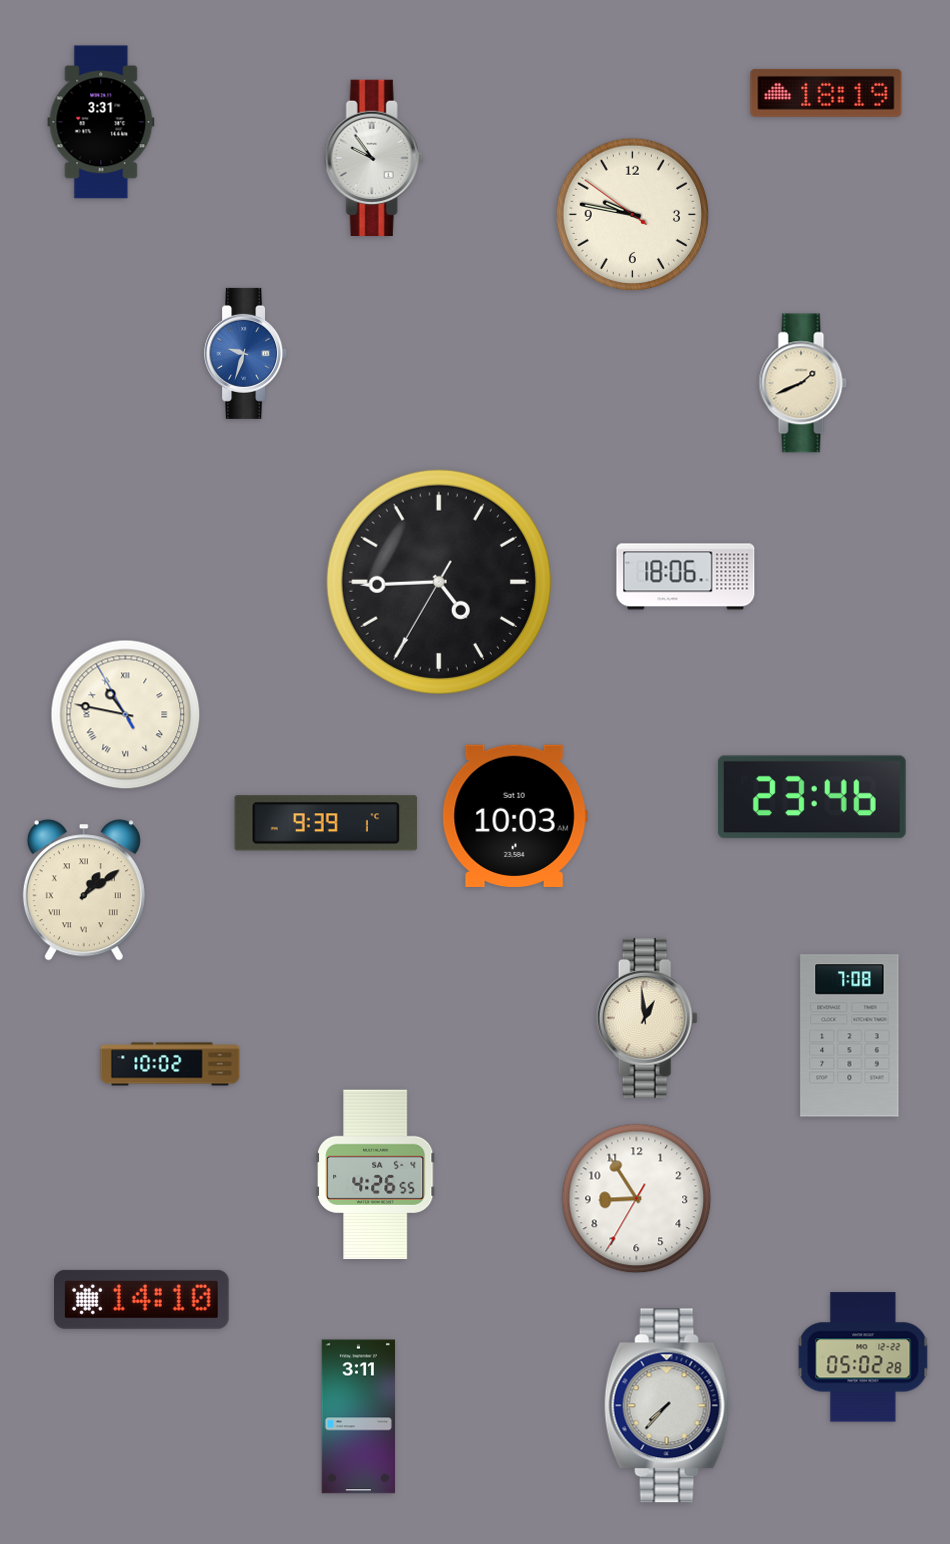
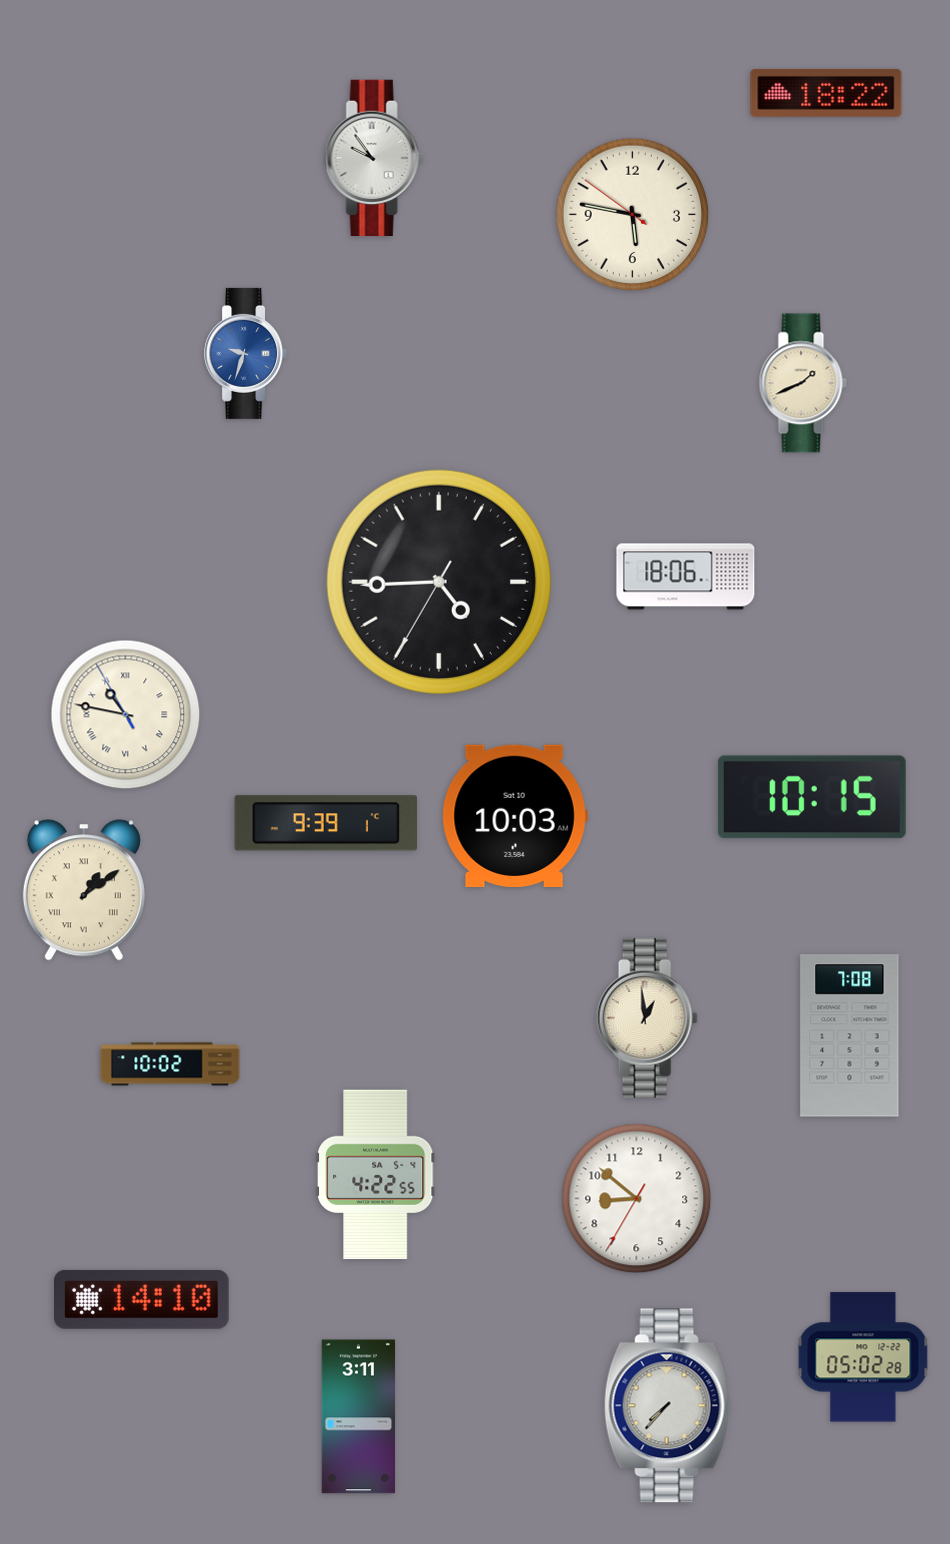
clock at (826, 93): 18:19 -> 18:22
clock at (101, 122): 3:31 -> none
clock at (633, 215): 9:46 -> 5:46
clock at (812, 797): 23:46 -> 10:15
clock at (376, 1175): 4:26 -> 4:22
clock at (637, 1199): 8:54 -> 8:51
